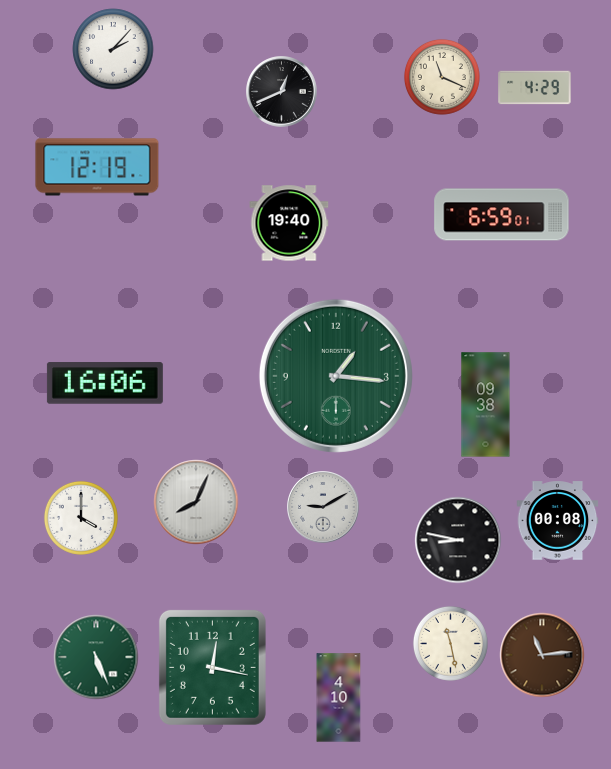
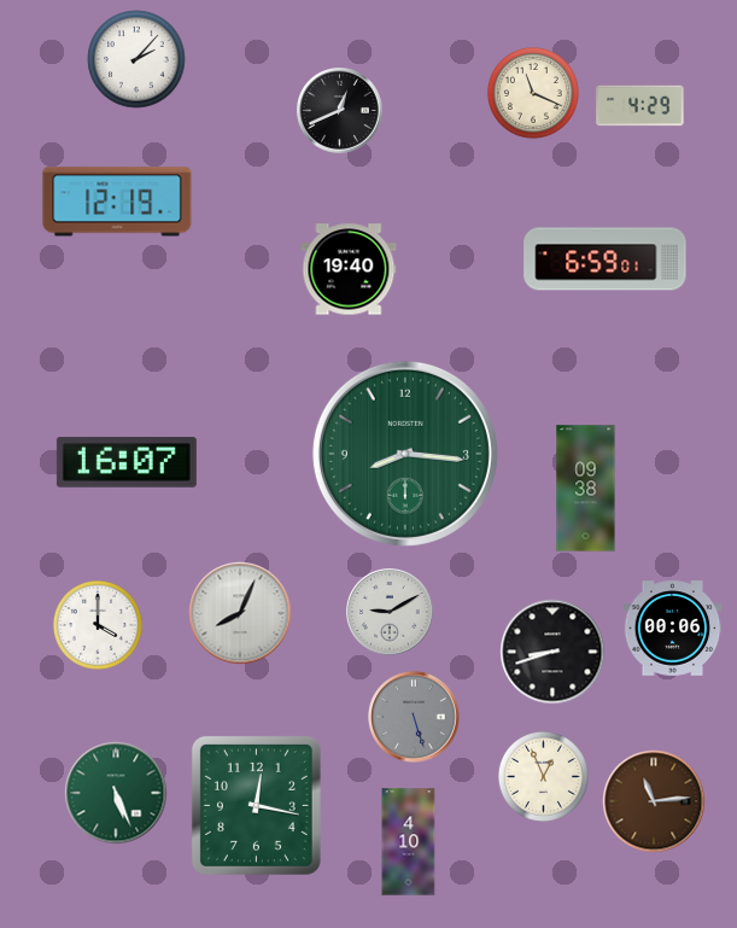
clock at (535, 88) position: (535, 88) -> (641, 106)
clock at (336, 376): 1:16 -> 8:16
clock at (105, 383): 16:06 -> 16:07
clock at (196, 502) position: (196, 502) -> (240, 613)
clock at (558, 521): 00:08 -> 00:06
clock at (458, 540): 8:47 -> 8:42
clock at (414, 717): none -> 5:27
clock at (450, 643): 11:28 -> 12:56
clock at (542, 655) position: (542, 655) -> (654, 801)
